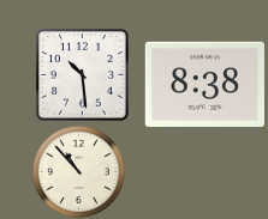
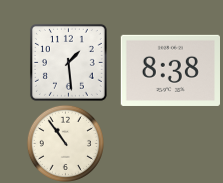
clock at (82, 74): 10:29 -> 1:29
clock at (78, 171): 10:53 -> 10:54
